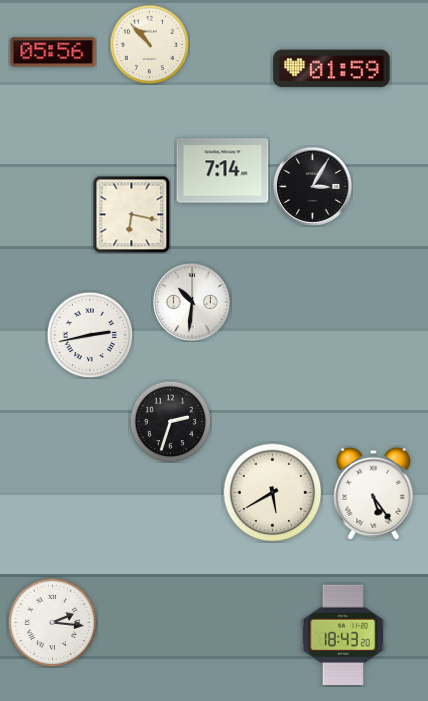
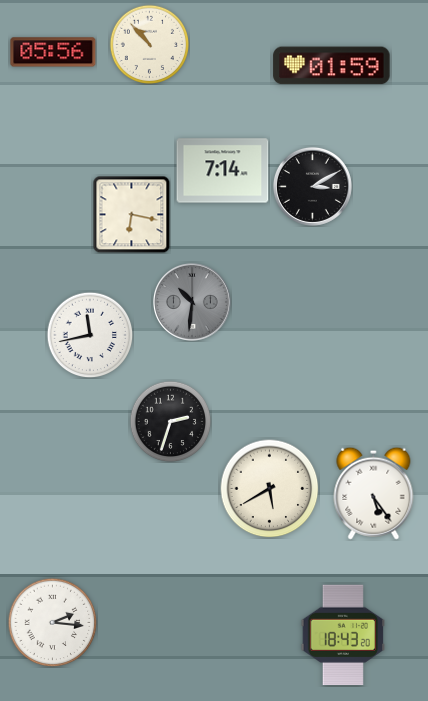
clock at (332, 69) position: (332, 69) -> (332, 66)
clock at (312, 186): 3:05 -> 3:10
clock at (192, 302) dial: white -> grey
clock at (90, 335): 2:43 -> 11:43
clock at (273, 493) position: (273, 493) -> (270, 489)
